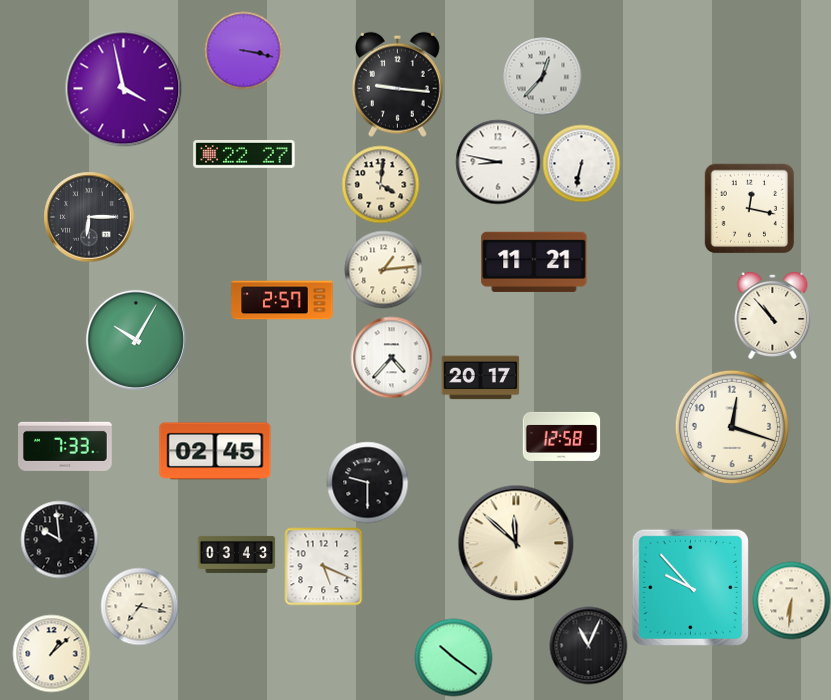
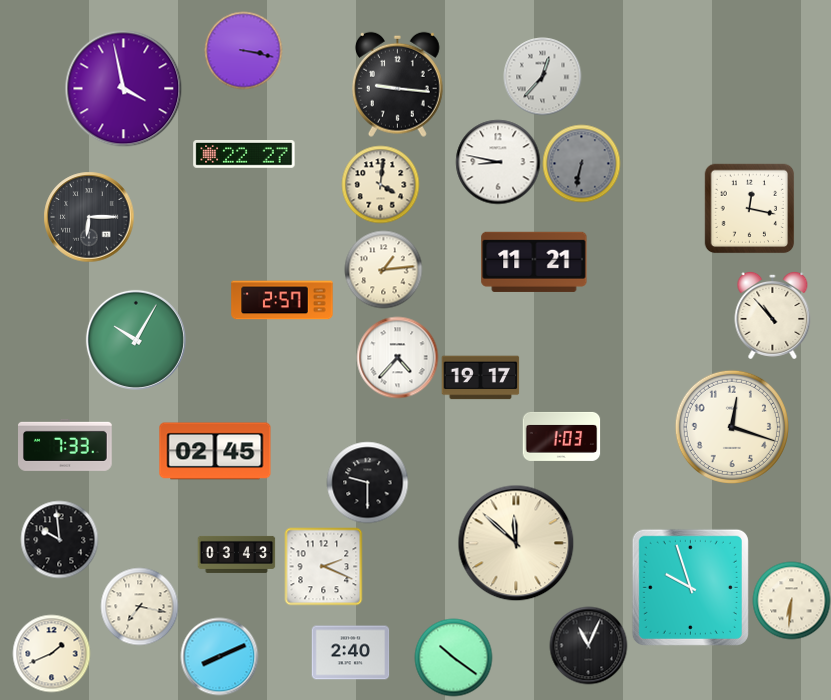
clock at (581, 163) dial: white -> grey
clock at (391, 357) position: (391, 357) -> (397, 357)
clock at (480, 378): 20:17 -> 19:17
clock at (561, 436): 12:58 -> 1:03
clock at (323, 566): 5:19 -> 2:19
clock at (690, 587): 9:53 -> 9:57
clock at (51, 653): 1:08 -> 1:41
clock at (350, 653): none -> 2:40
clock at (219, 656): none -> 8:11
